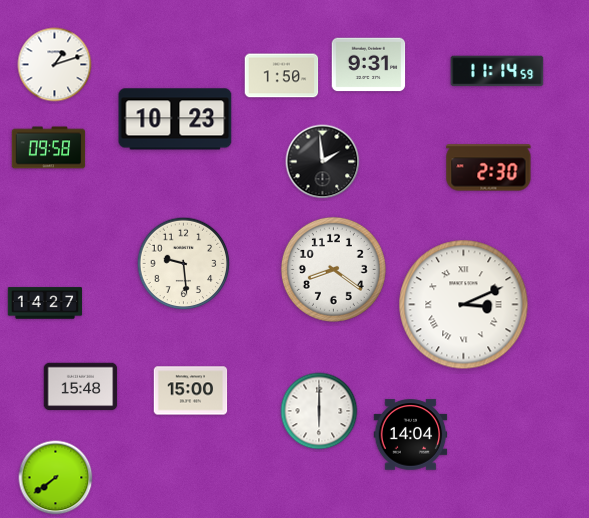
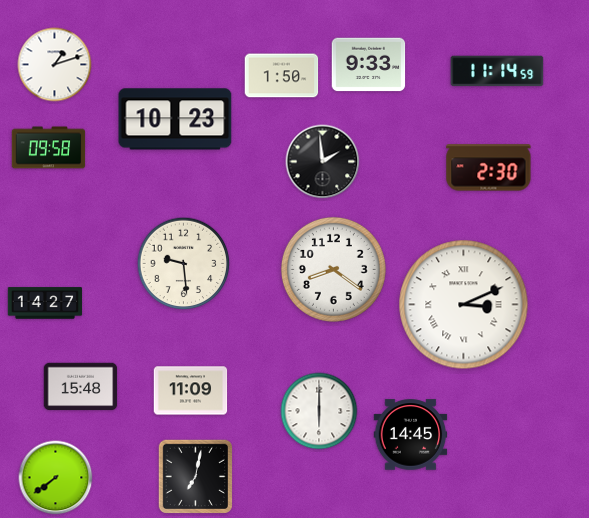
clock at (369, 65): 9:31 -> 9:33
clock at (191, 391): 15:00 -> 11:09
clock at (411, 435): 14:04 -> 14:45
clock at (195, 476): none -> 7:02
